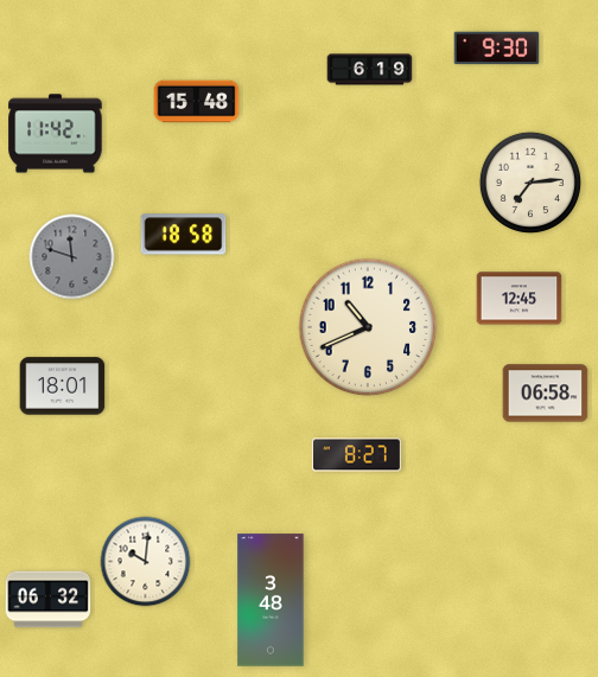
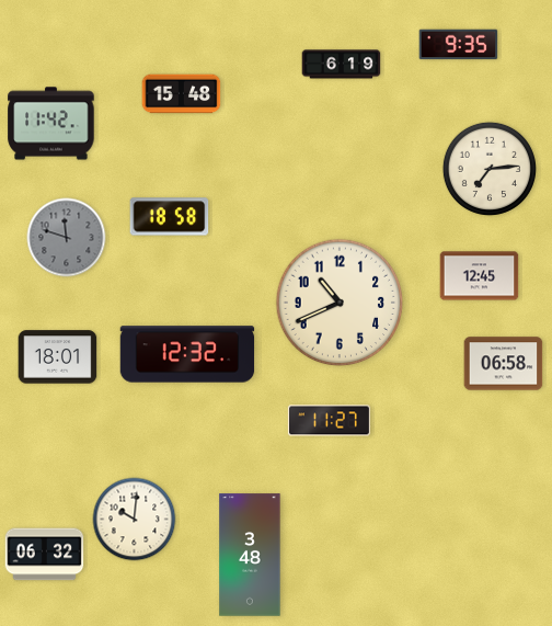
clock at (497, 49): 9:30 -> 9:35
clock at (187, 354): none -> 12:32
clock at (356, 455): 8:27 -> 11:27
